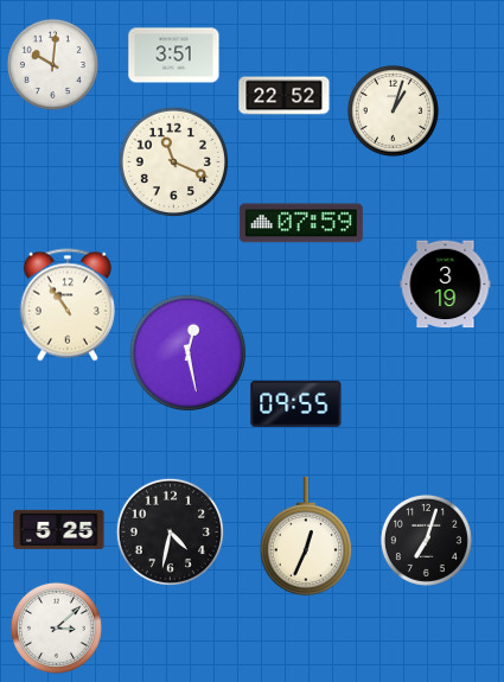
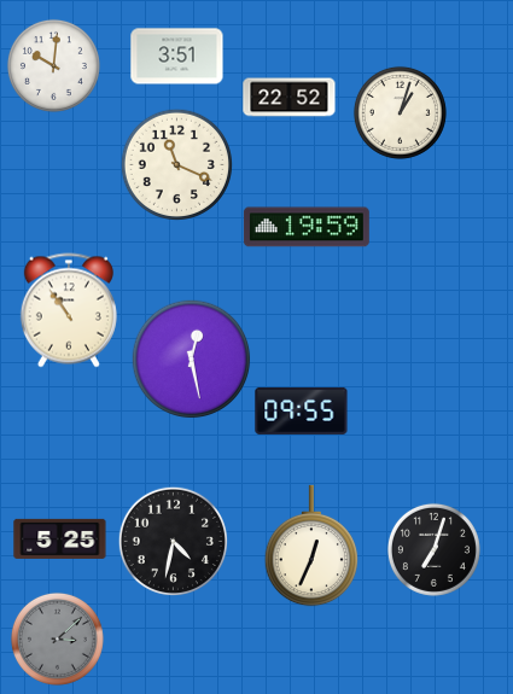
clock at (301, 223): 07:59 -> 19:59
clock at (446, 285): 3:19 -> none
clock at (56, 627) dial: white -> grey
